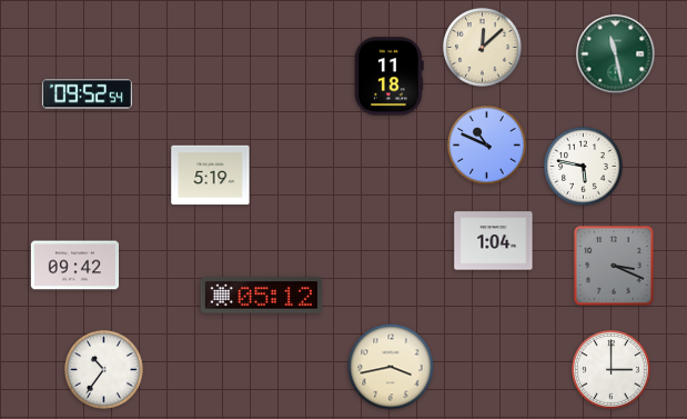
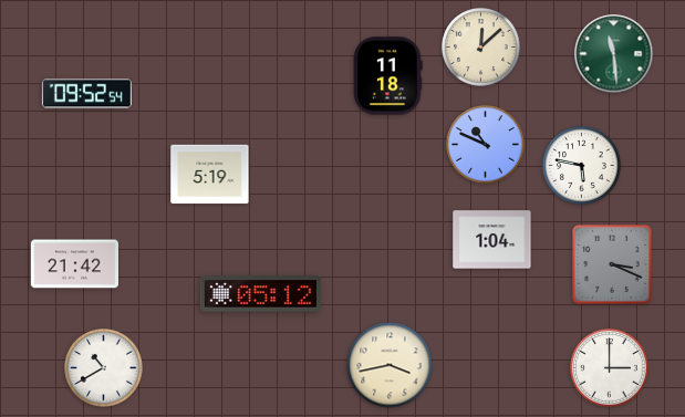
clock at (616, 54): 11:28 -> 11:29
clock at (74, 266): 09:42 -> 21:42
clock at (104, 370): 10:36 -> 10:40
